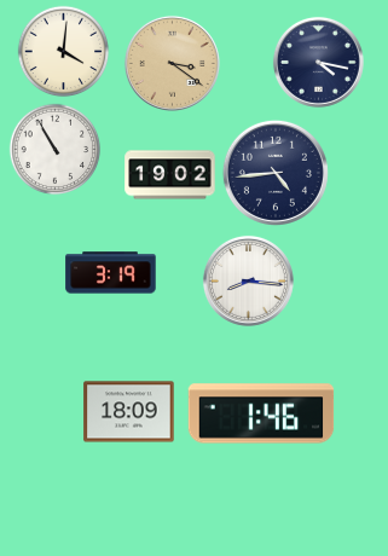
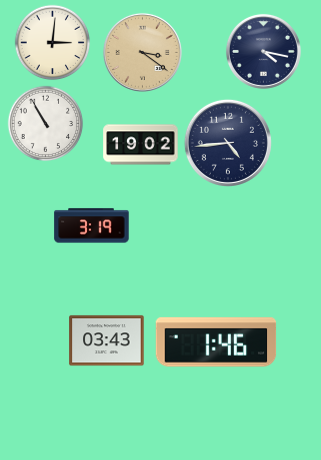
clock at (64, 52): 4:01 -> 3:01
clock at (248, 280): 8:16 -> none
clock at (129, 412): 18:09 -> 03:43
